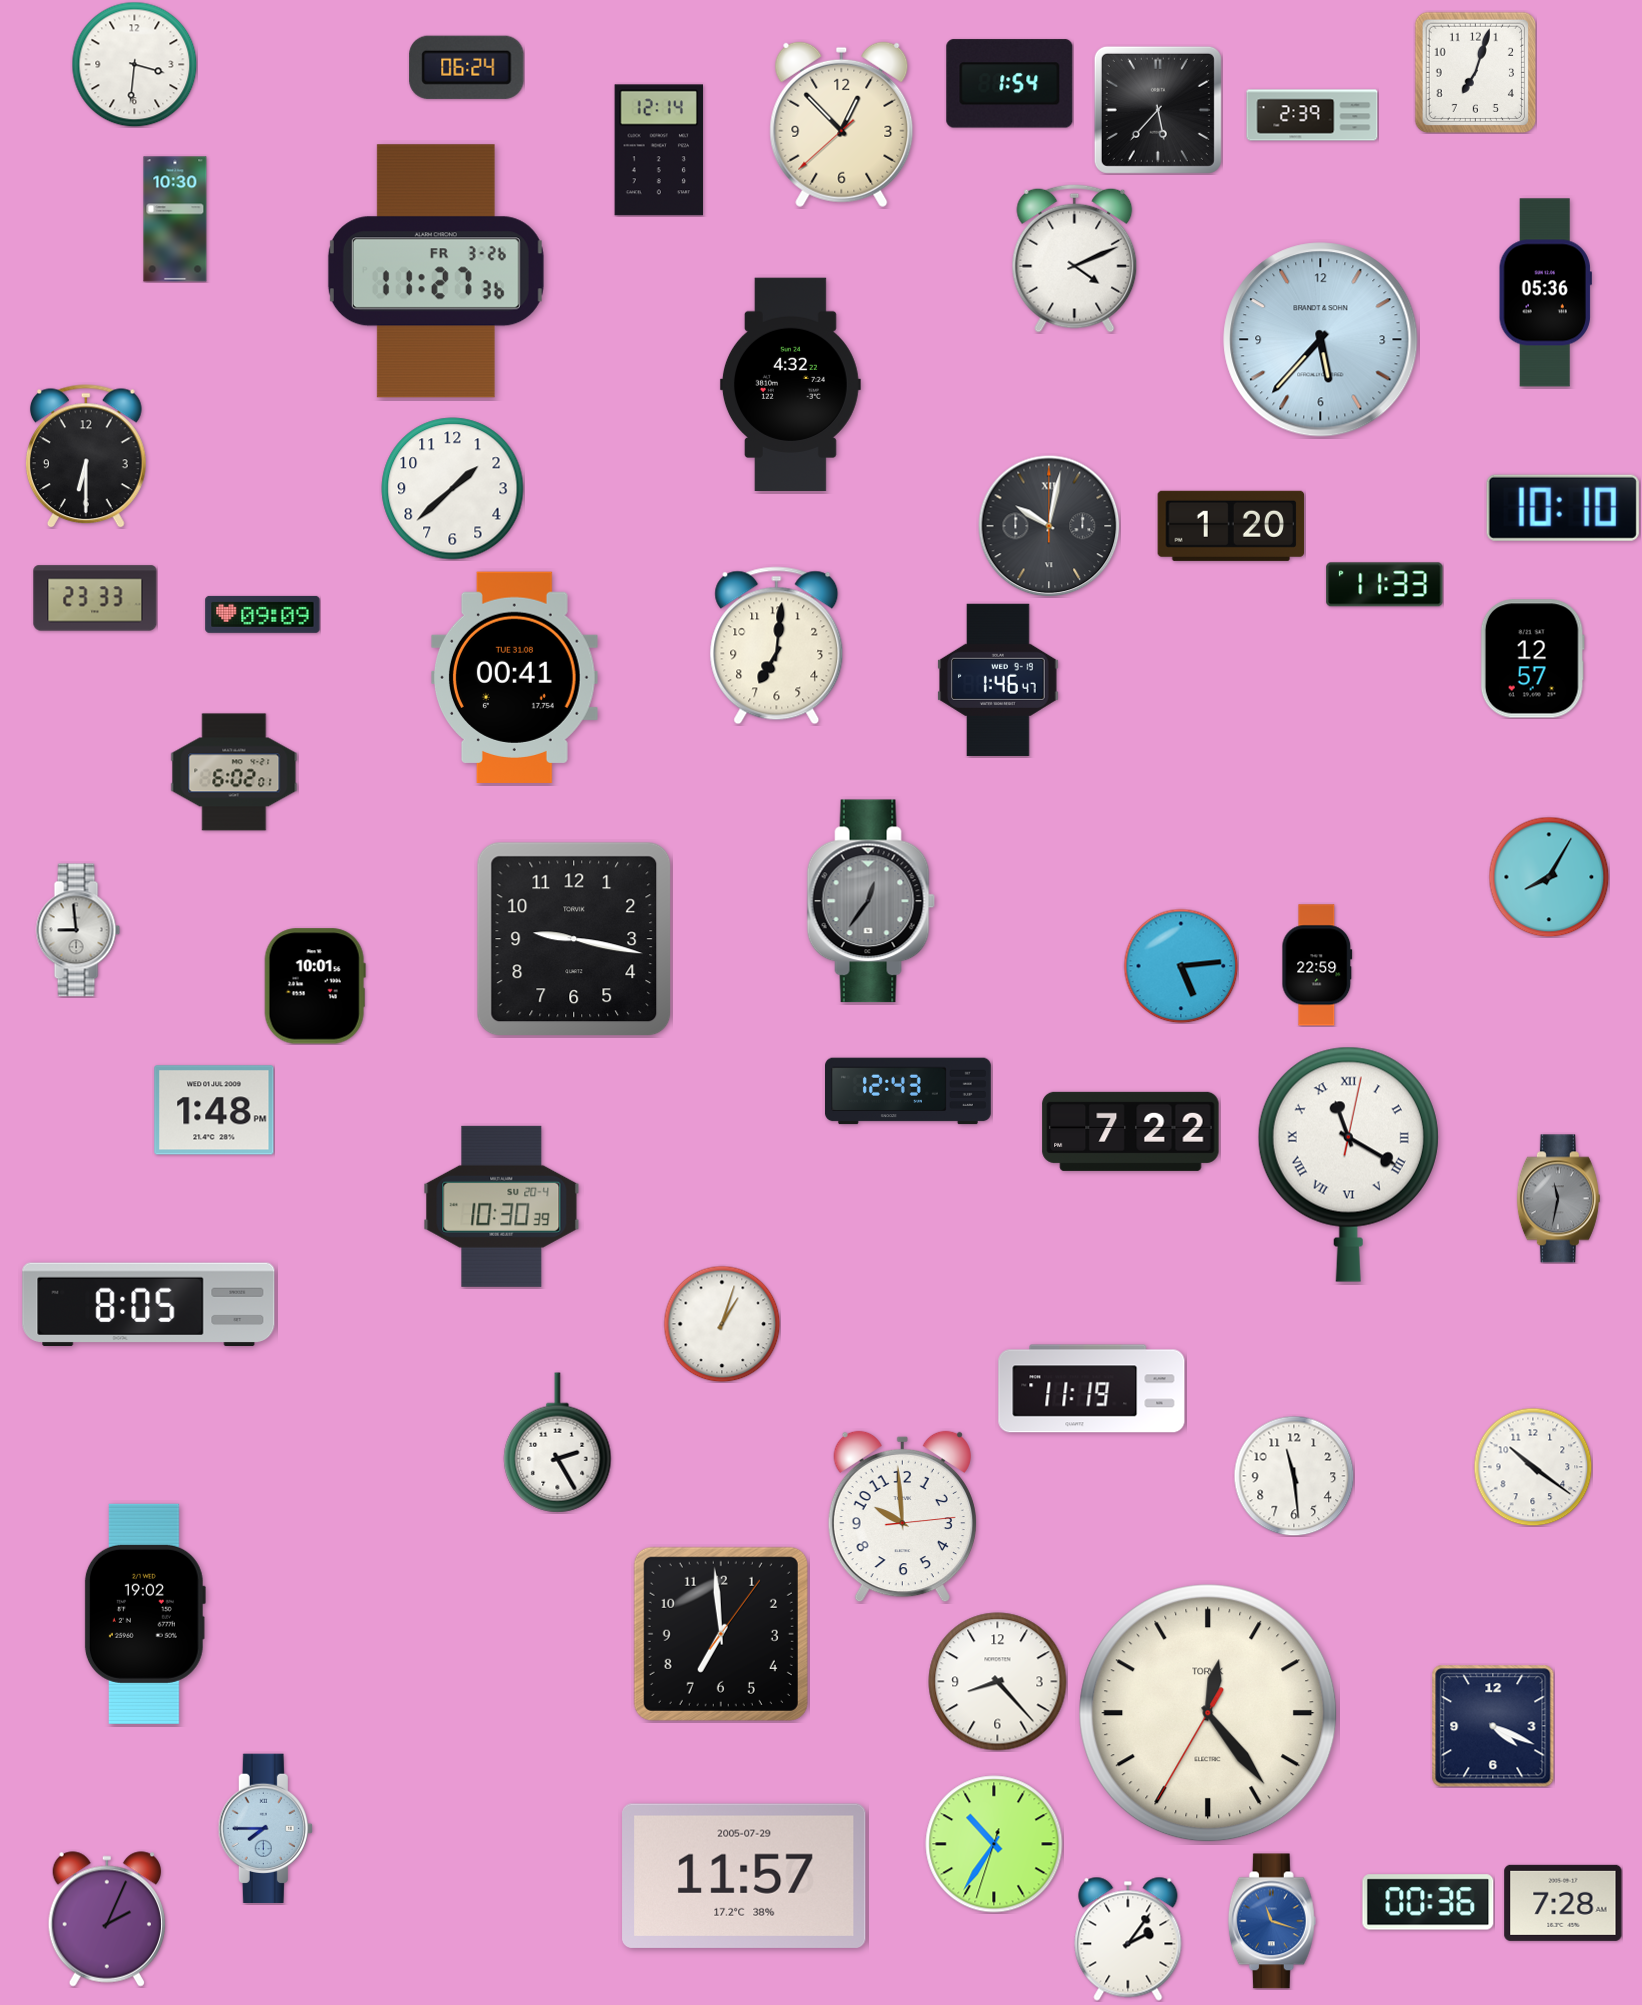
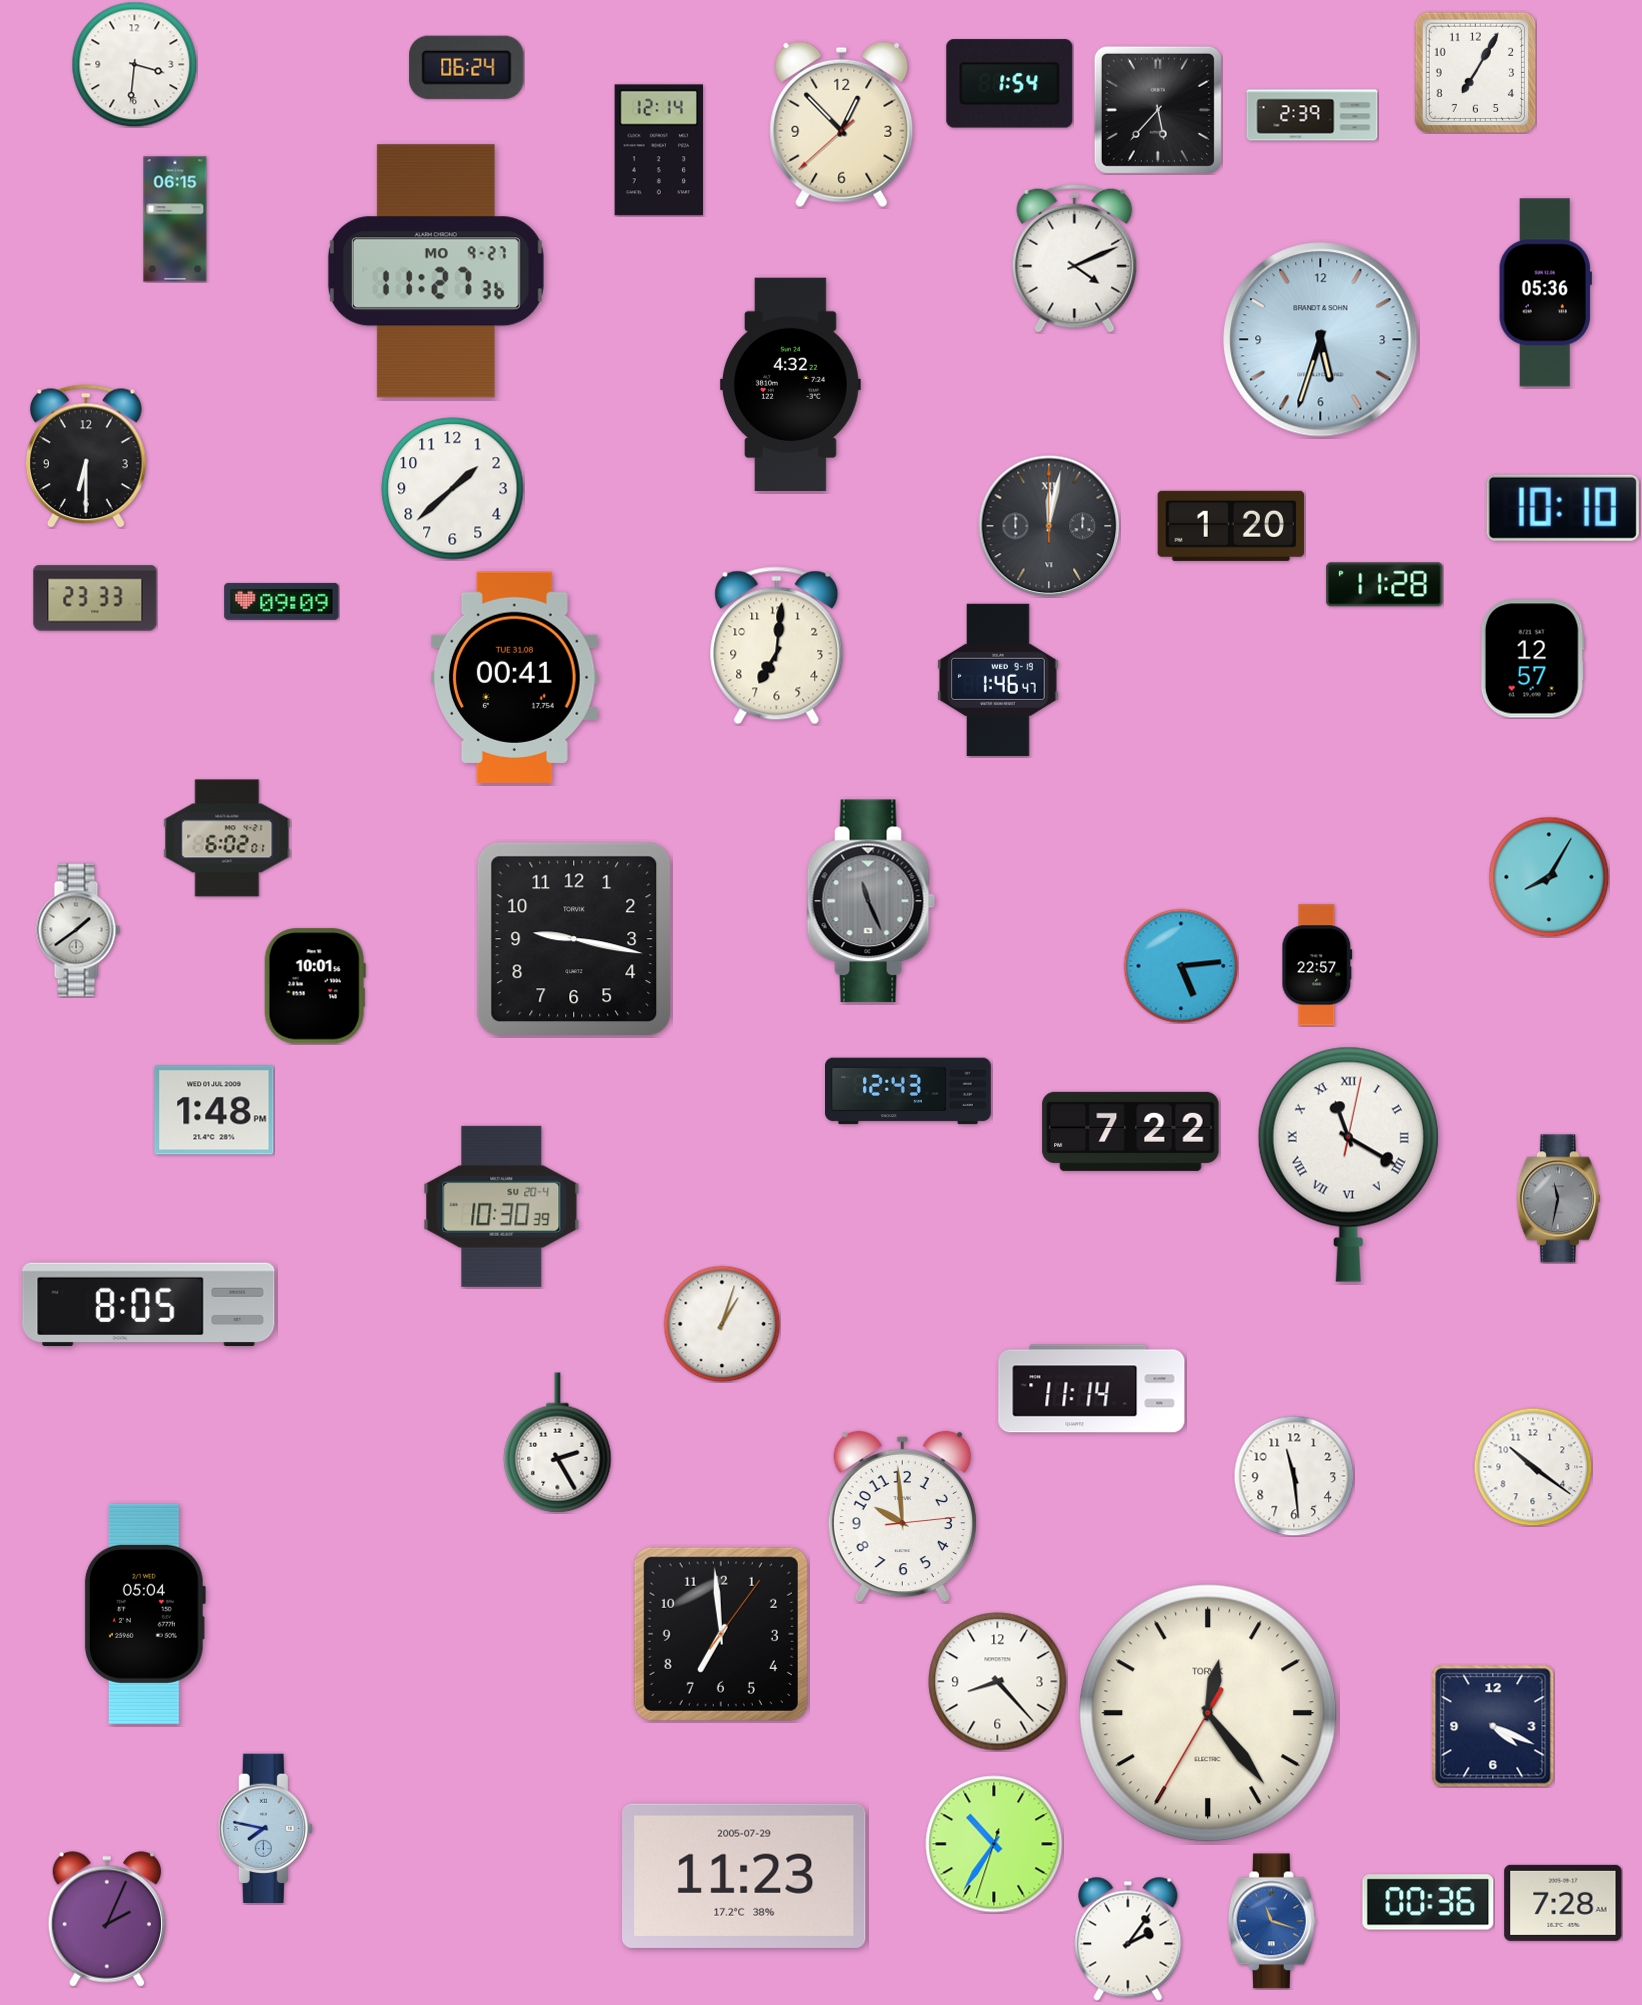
clock at (1475, 72): 7:03 -> 7:05
clock at (175, 219): 10:30 -> 06:15
clock at (436, 271) date: FR 3-26 -> MO 9-27
clock at (1321, 340): 5:37 -> 5:33
clock at (1049, 526): 10:02 -> 12:02
clock at (1385, 585): 11:33 -> 11:28
clock at (263, 614) position: (263, 614) -> (282, 601)
clock at (234, 772) position: (234, 772) -> (227, 838)
clock at (871, 901): 12:36 -> 11:26
clock at (78, 930): 8:59 -> 1:39
clock at (1317, 965): 22:59 -> 22:57
clock at (1092, 1389): 11:19 -> 11:14
clock at (145, 1614): 19:02 -> 05:04
clock at (265, 1828): 7:45 -> 7:47
clock at (744, 1876): 11:57 -> 11:23
